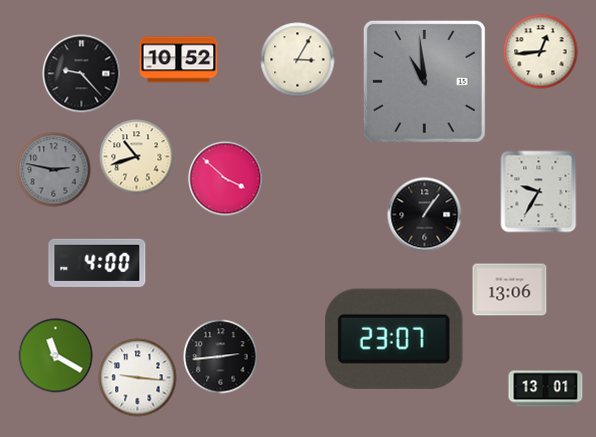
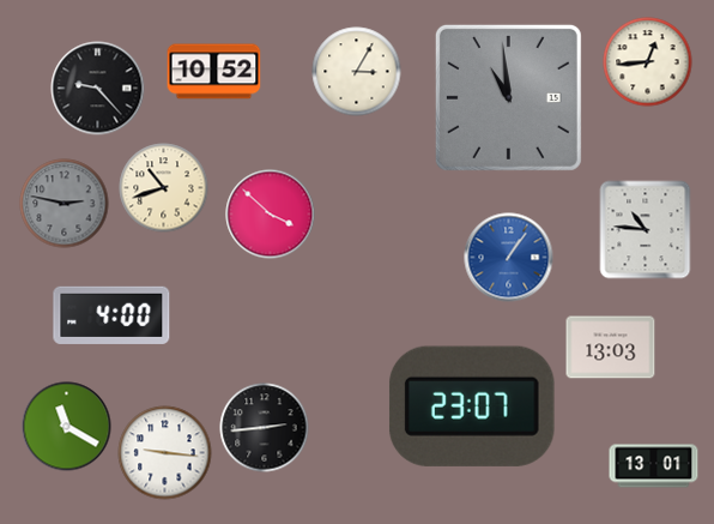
clock at (539, 192): 9:35 -> 10:46
clock at (425, 215) dial: black -> blue
clock at (97, 263) position: (97, 263) -> (111, 315)
clock at (510, 290): 13:06 -> 13:03
